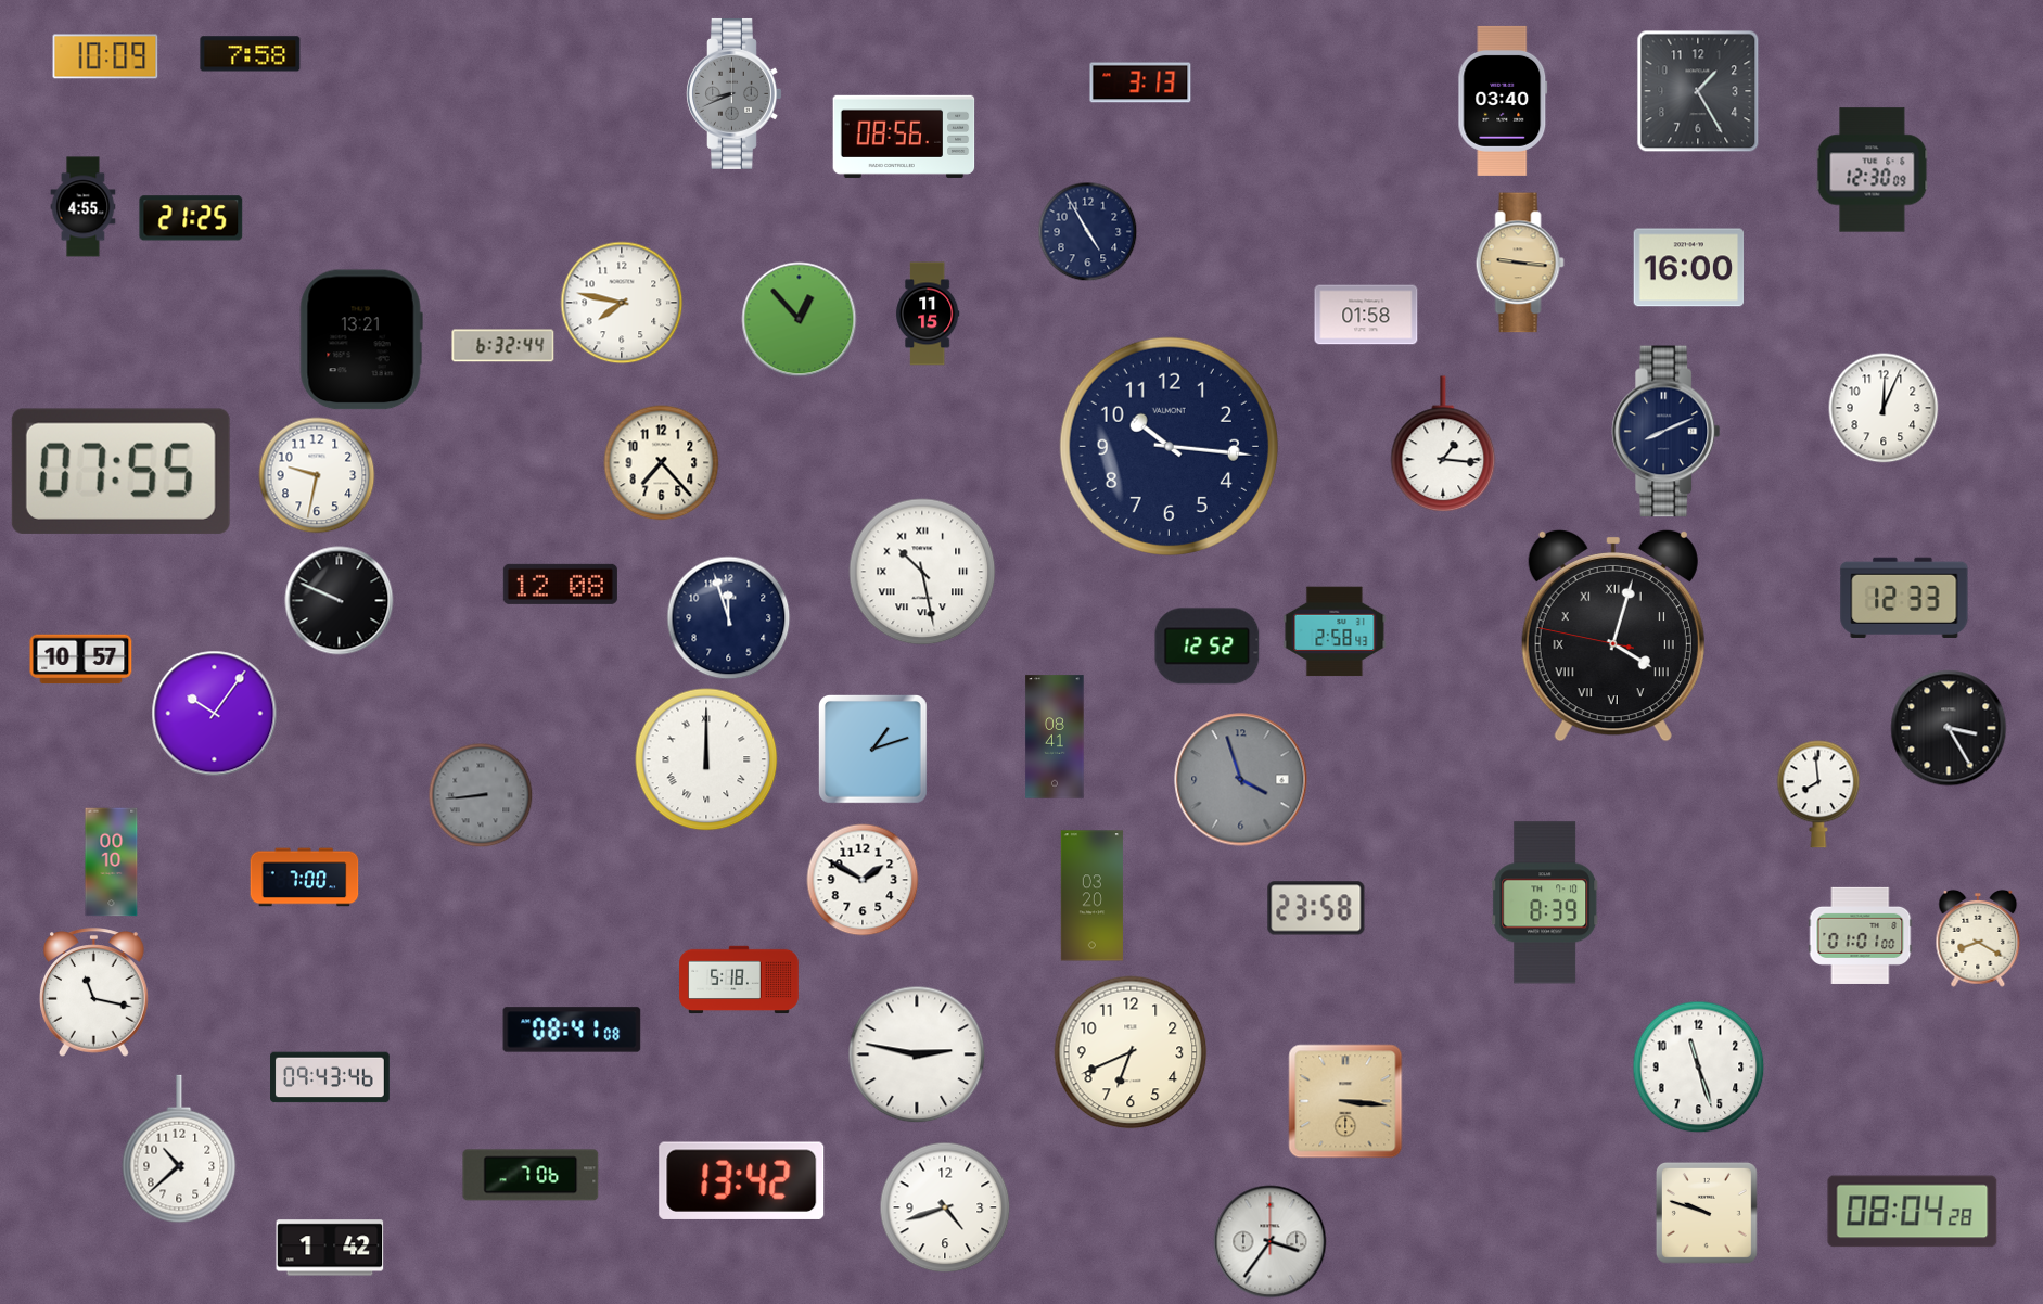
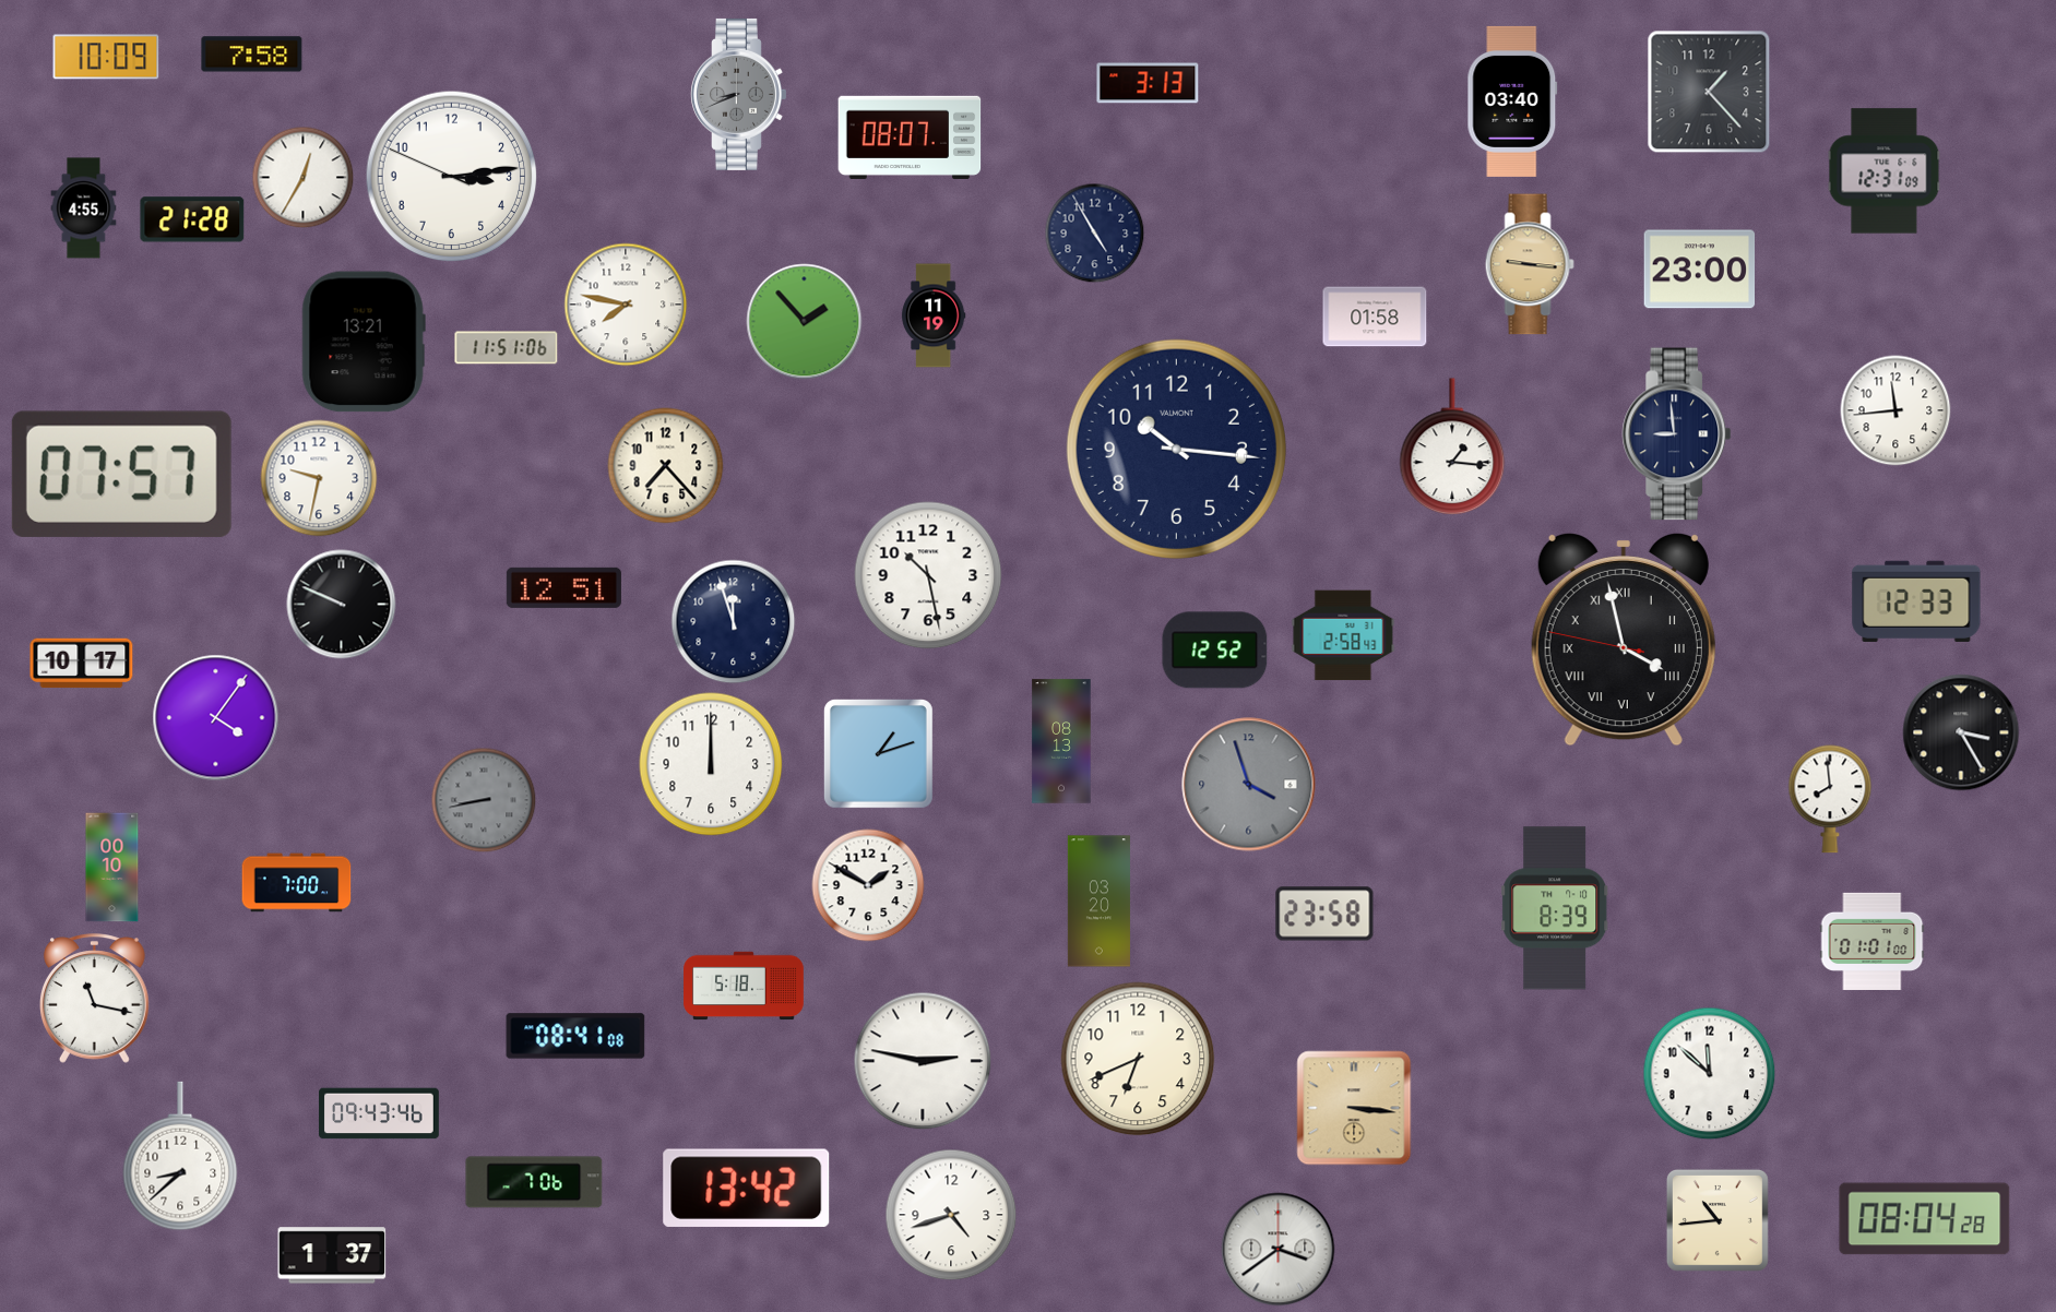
clock at (1698, 91): 1:25 -> 1:23
clock at (904, 137): 08:56 -> 08:07
clock at (1873, 170): 12:30 -> 12:31
clock at (452, 177): none -> 3:13
clock at (304, 178): none -> 12:35
clock at (191, 218): 21:25 -> 21:28
clock at (1689, 268): 16:00 -> 23:00
clock at (928, 314): 11:15 -> 11:19
clock at (800, 320): 12:53 -> 1:53
clock at (503, 346): 6:32 -> 11:51
clock at (1884, 408): 12:04 -> 11:44
clock at (1667, 432): 8:11 -> 8:59
clock at (120, 471): 07:55 -> 07:57
clock at (922, 572) numerals: Roman -> Arabic
clock at (560, 584): 12:08 -> 12:51
clock at (1613, 636): 4:02 -> 3:57
clock at (81, 660): 10:57 -> 10:17
clock at (215, 714): 10:06 -> 4:06
clock at (1055, 737): 08:41 -> 08:13
clock at (706, 759) numerals: Roman -> Arabic
clock at (481, 795): 8:44 -> 8:43
clock at (305, 878) position: (305, 878) -> (297, 883)
clock at (1978, 938): 8:20 -> none
clock at (1699, 1068): 11:27 -> 11:52
clock at (331, 1077) position: (331, 1077) -> (380, 1113)
clock at (179, 1149): 10:38 -> 8:38
clock at (1707, 1213): 9:48 -> 10:44
clock at (1271, 1242): 3:36 -> 3:39
clock at (330, 1248): 1:42 -> 1:37
